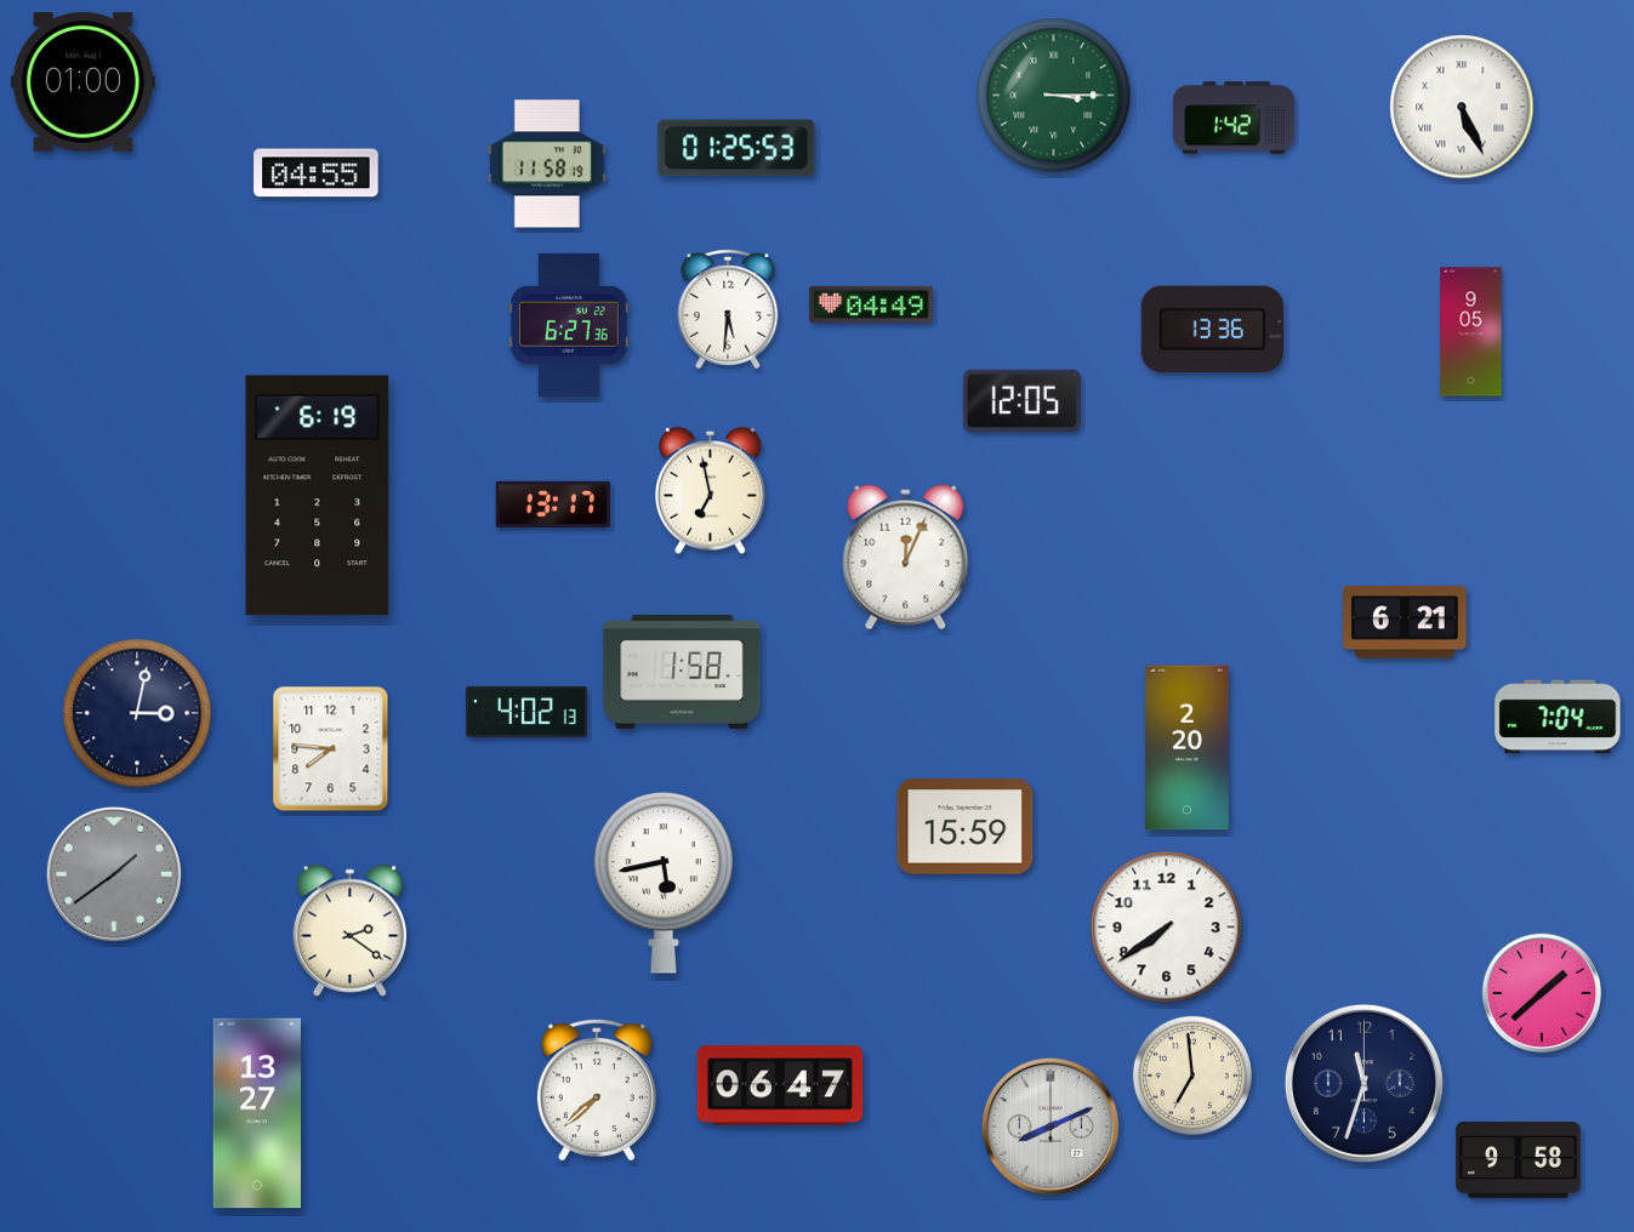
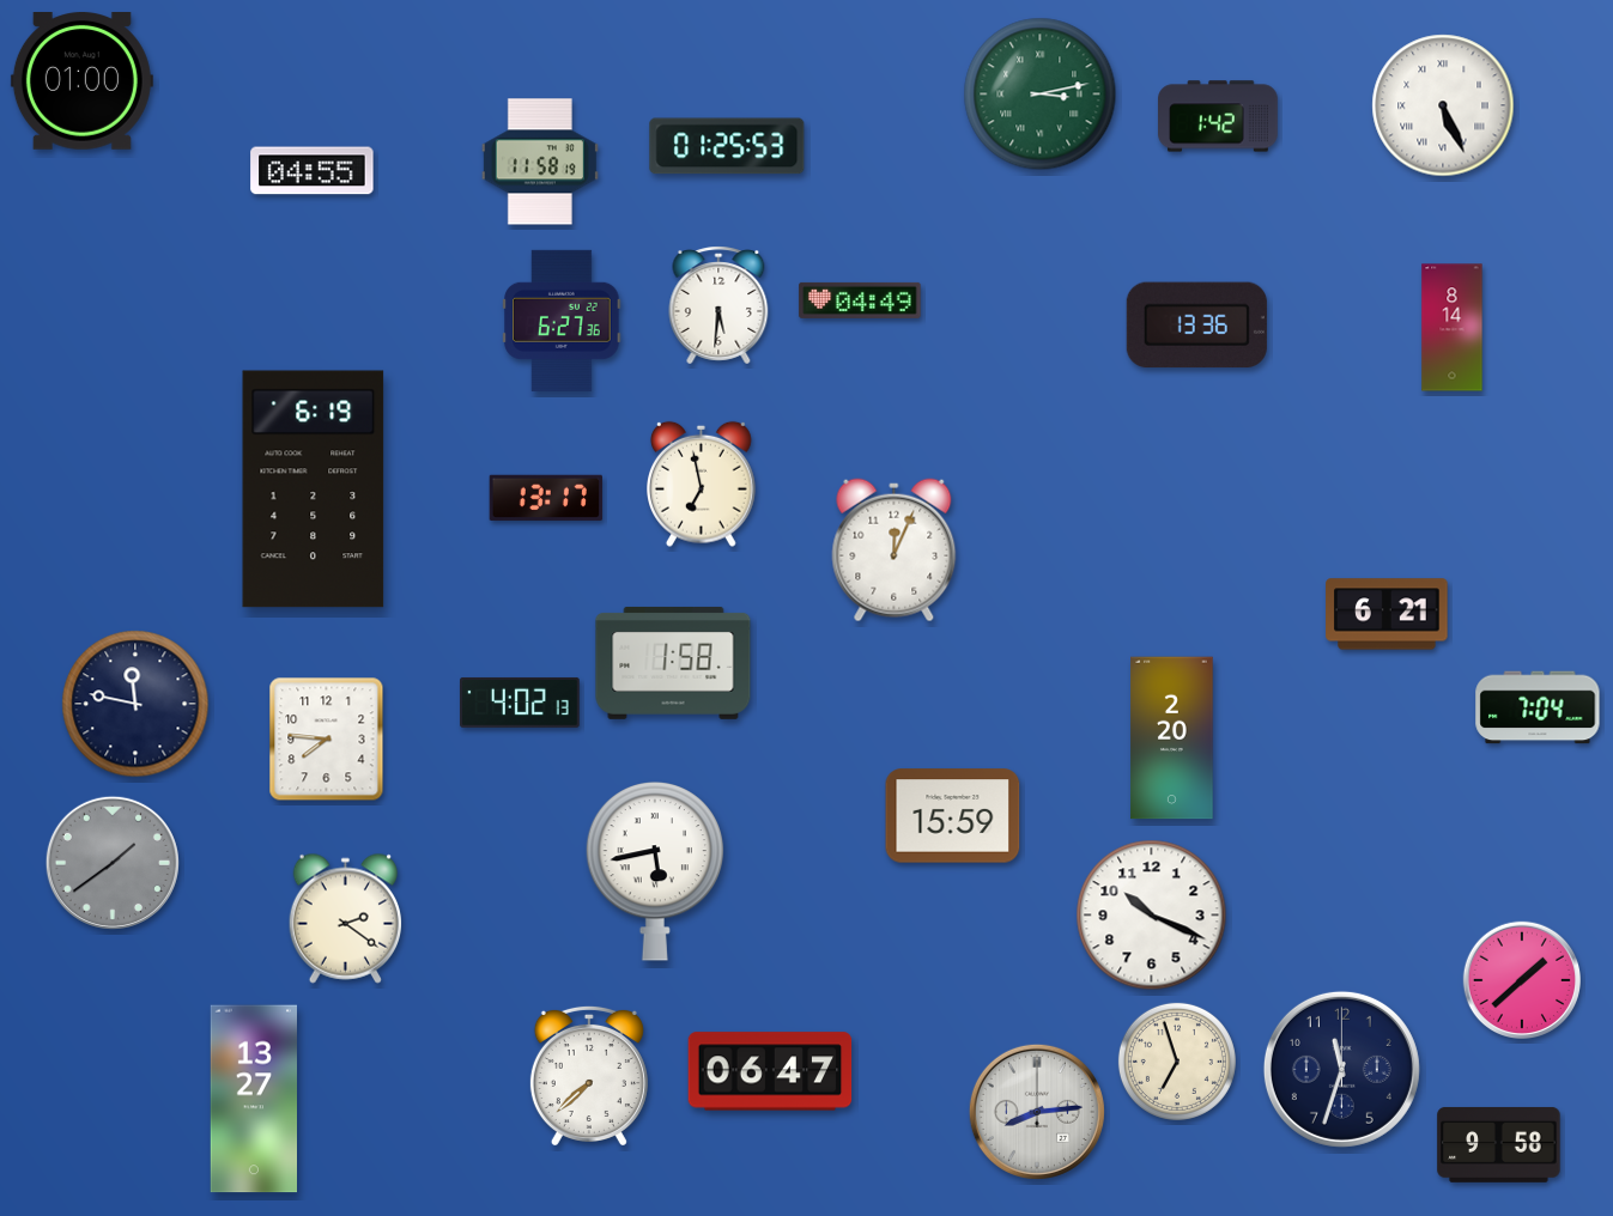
clock at (1054, 96): 3:15 -> 3:13
clock at (1471, 332): 9:05 -> 8:14
clock at (1021, 400): 12:05 -> none
clock at (137, 713): 3:02 -> 11:47
clock at (1167, 928): 7:39 -> 10:19
clock at (1192, 1076): 6:59 -> 6:57
clock at (1363, 1083) position: (1363, 1083) -> (1341, 1069)
clock at (1051, 1127): 8:11 -> 8:14
